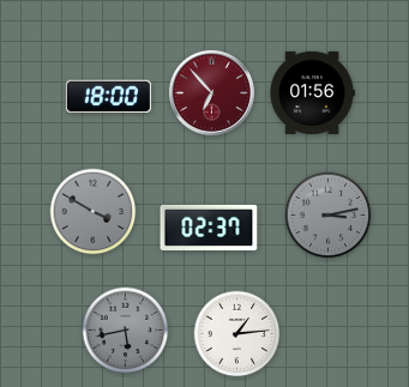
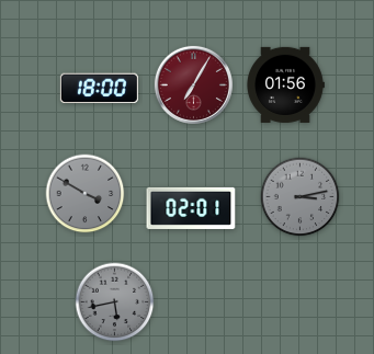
clock at (211, 92): 6:53 -> 7:05
clock at (209, 228): 02:37 -> 02:01
clock at (237, 334): 1:14 -> none
